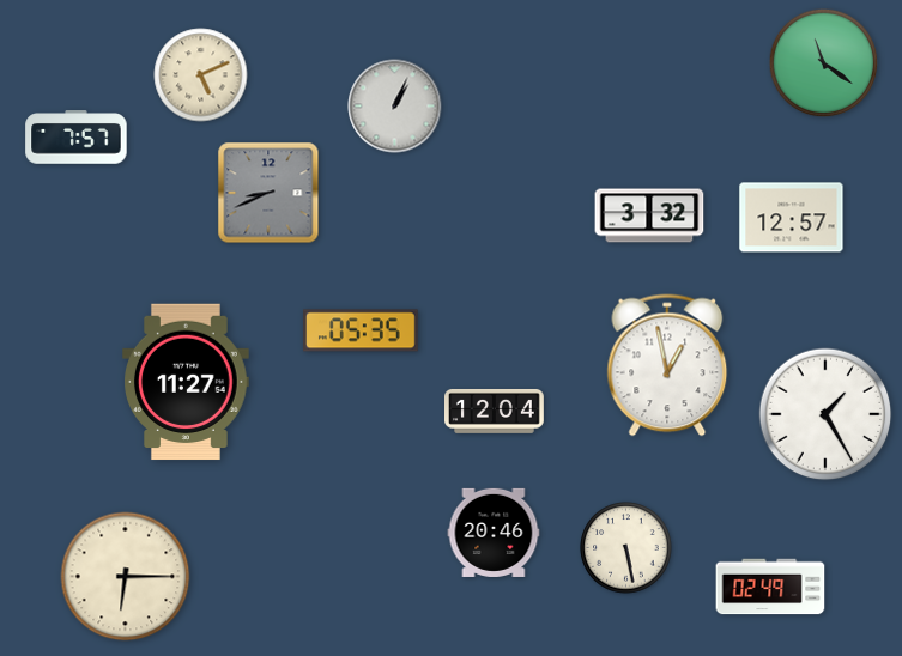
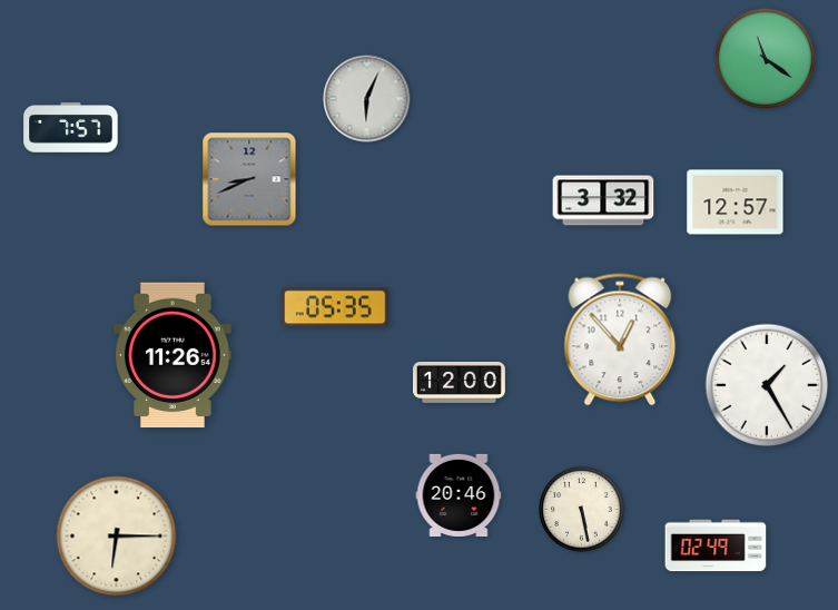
clock at (201, 75): 5:11 -> none
clock at (395, 107): 1:04 -> 6:04
clock at (667, 365): 12:58 -> 12:53
clock at (187, 382): 11:27 -> 11:26
clock at (495, 411): 12:04 -> 12:00
